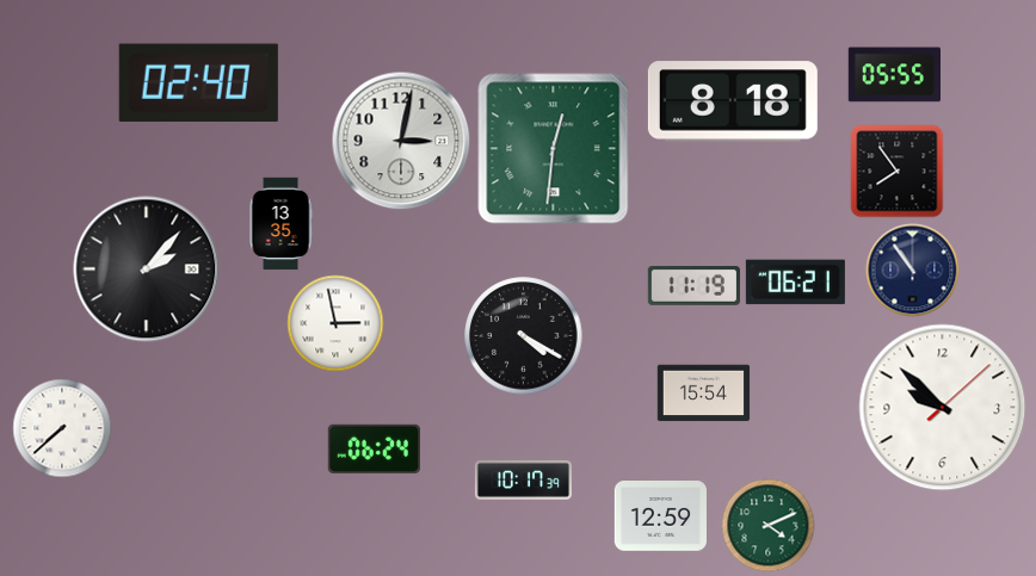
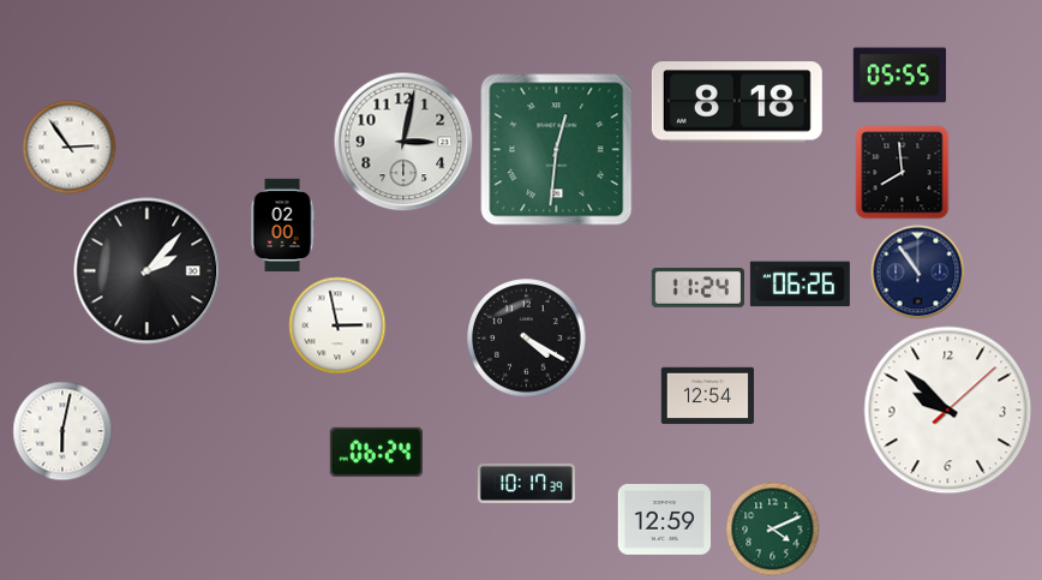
clock at (198, 82): 02:40 -> none
clock at (68, 147): none -> 2:54
clock at (896, 171): 7:54 -> 7:59
clock at (280, 223): 13:35 -> 02:00
clock at (795, 283): 06:21 -> 06:26
clock at (693, 286): 11:19 -> 11:24
clock at (703, 394): 15:54 -> 12:54
clock at (62, 428): 7:38 -> 6:02
